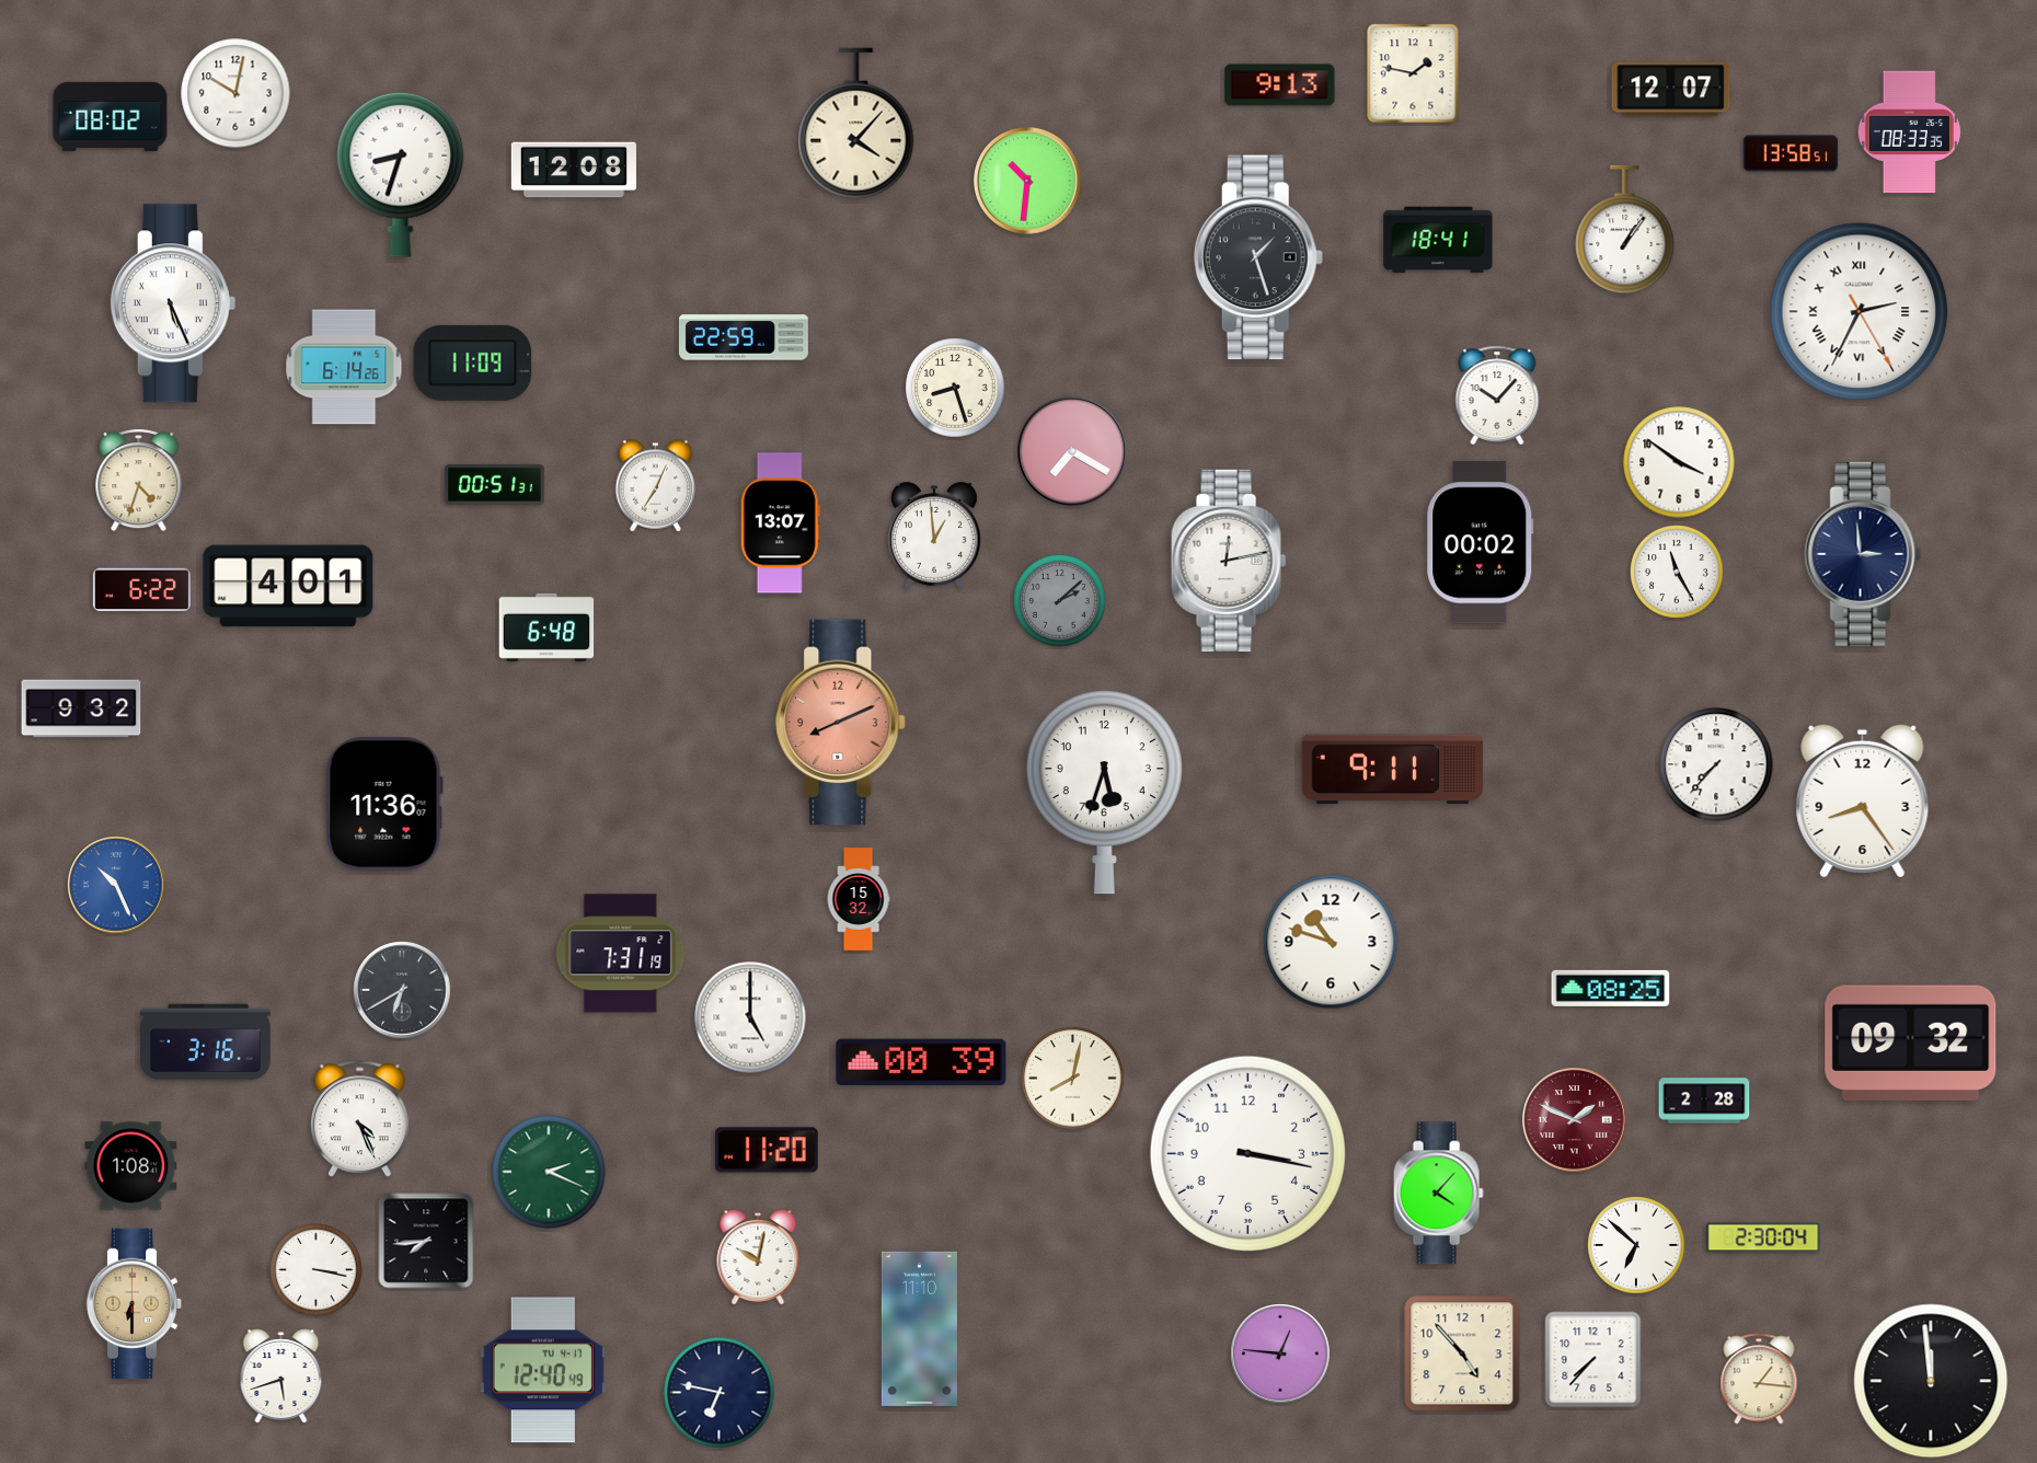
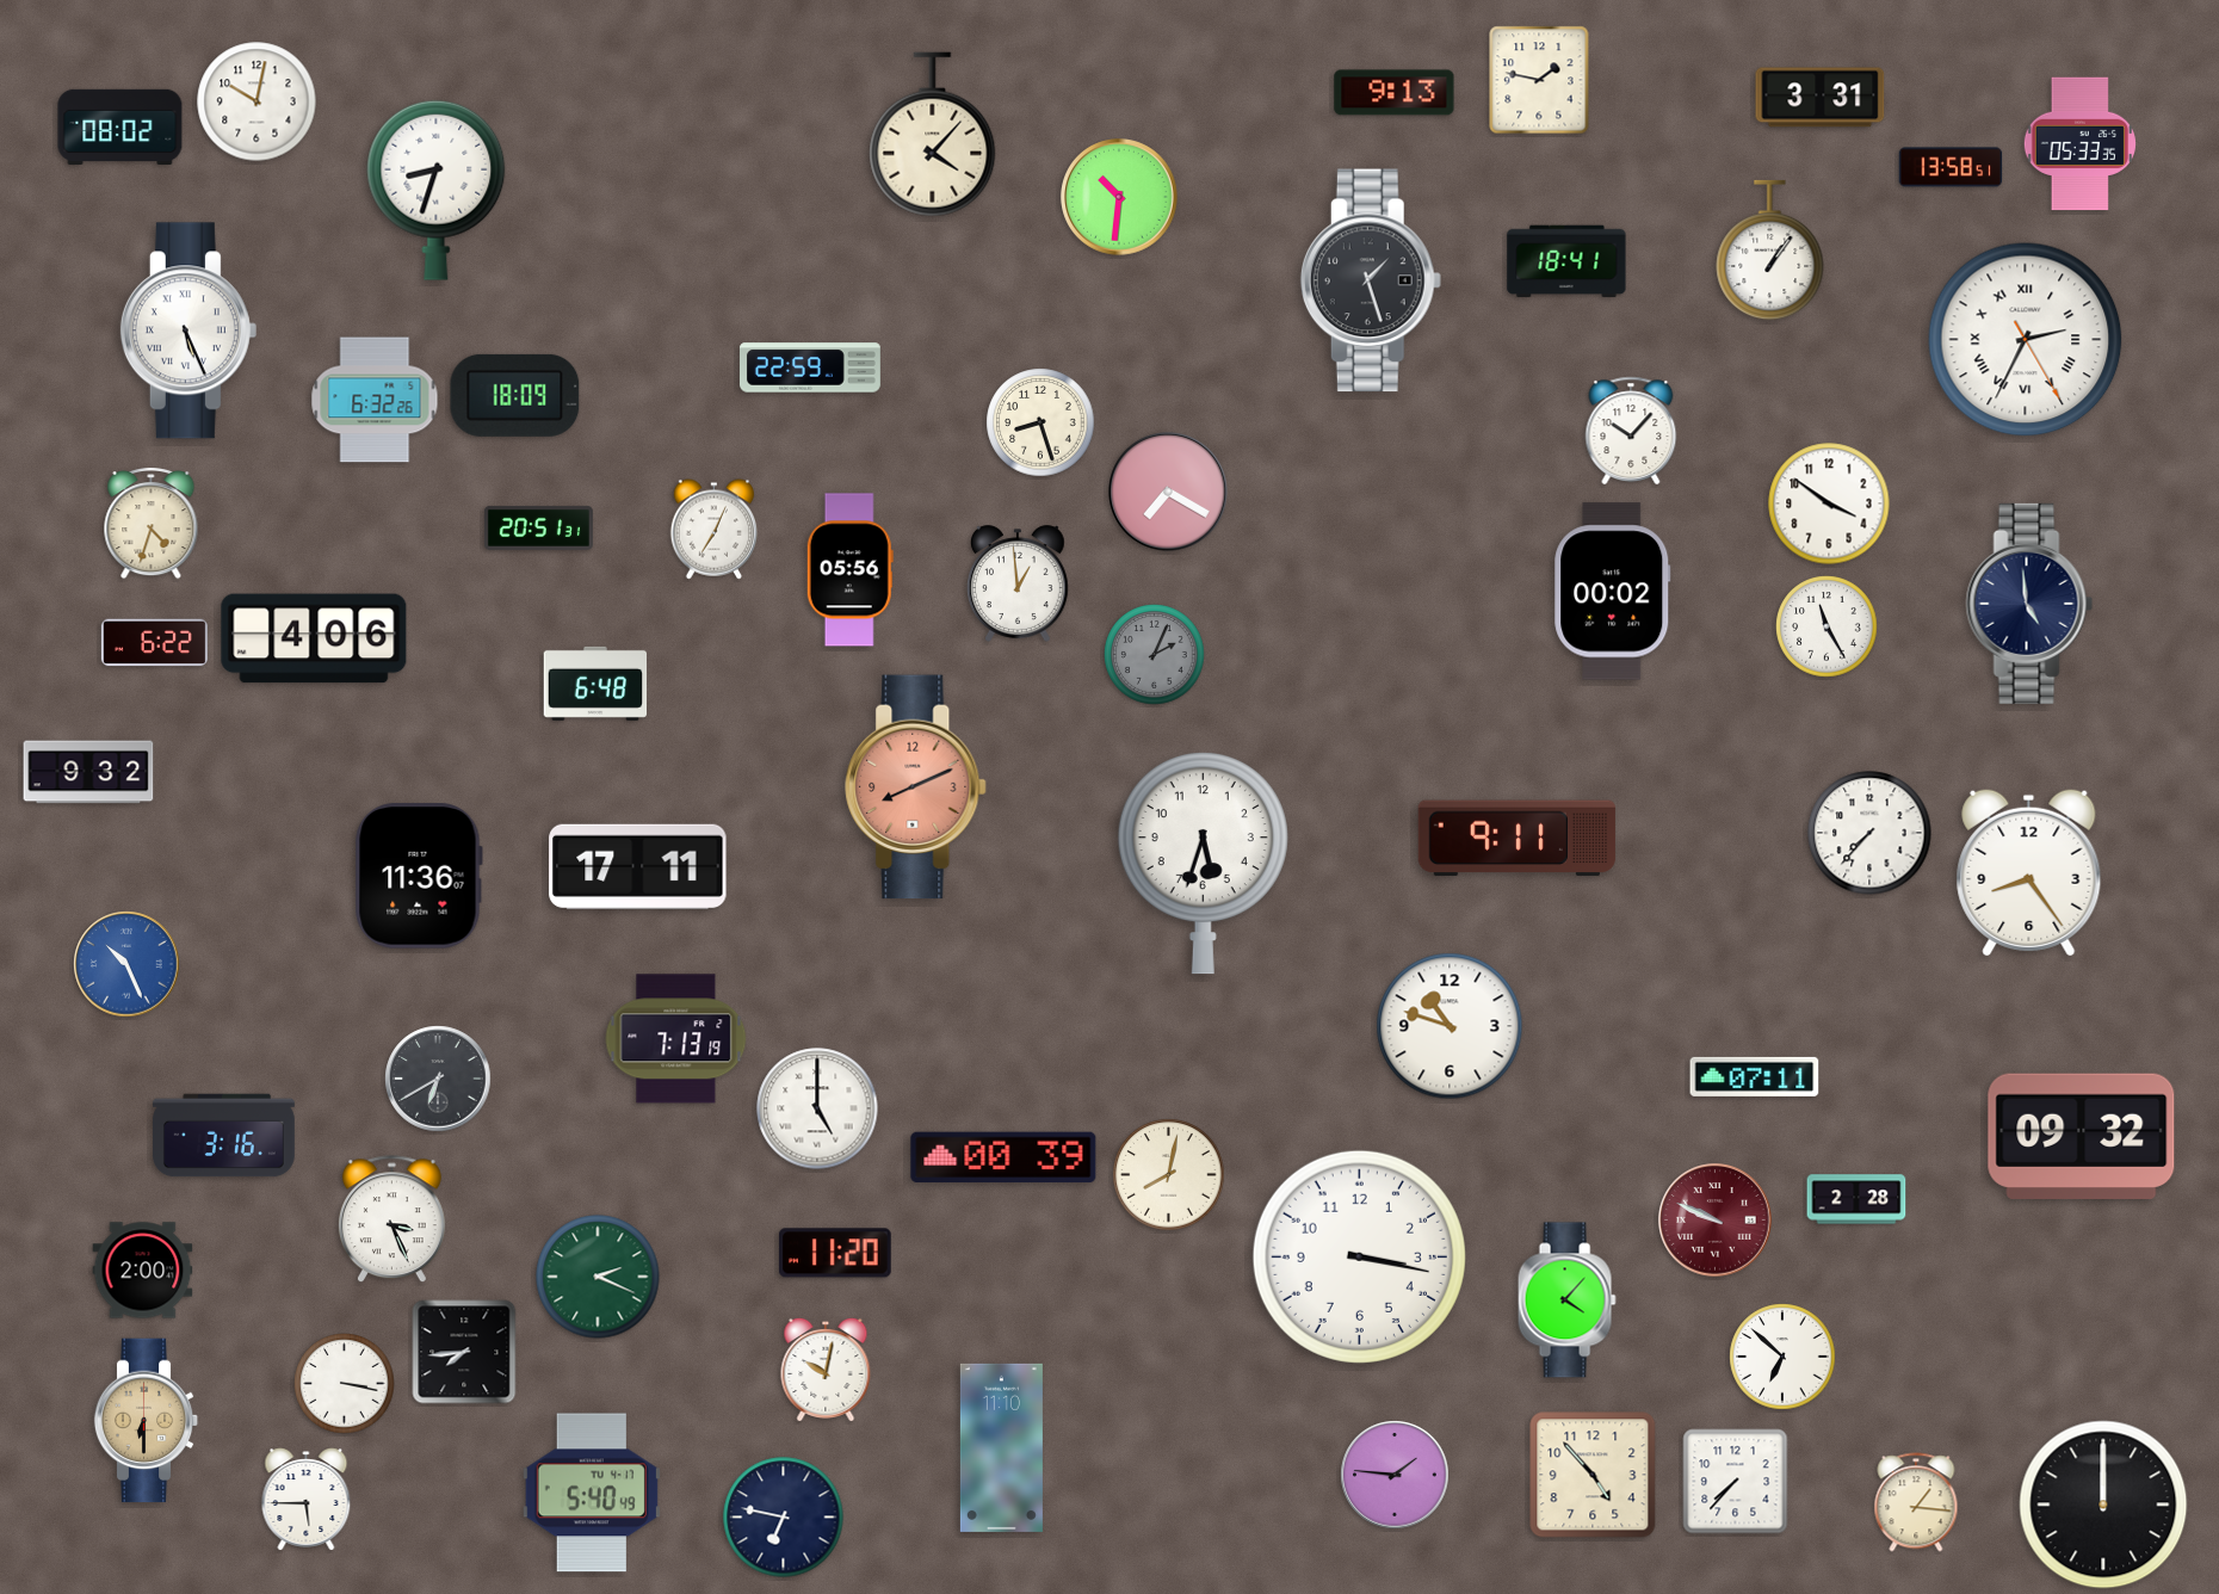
clock at (1671, 90): 12:07 -> 3:31
clock at (1909, 133): 08:33 -> 05:33
clock at (574, 170): 12:08 -> none
clock at (473, 362): 11:09 -> 18:09
clock at (344, 367): 6:14 -> 6:32
clock at (494, 484): 00:51 -> 20:51
clock at (780, 523): 13:07 -> 05:56
clock at (1863, 554): 2:59 -> 4:59
clock at (1229, 561): 12:13 -> none
clock at (1677, 572) position: (1677, 572) -> (1826, 626)
clock at (288, 586): 4:01 -> 4:06
clock at (1060, 601): 2:08 -> 2:04
clock at (638, 866): none -> 17:11
clock at (859, 899): 15:32 -> none
clock at (621, 954): 7:31 -> 7:13
clock at (1611, 988): 08:25 -> 07:11
clock at (359, 1119): 4:26 -> 3:26
clock at (1575, 1120): 1:49 -> 9:49
clock at (131, 1166): 1:08 -> 2:00
clock at (1763, 1237): 2:30 -> none
clock at (1280, 1353): 12:46 -> 1:46
clock at (543, 1370): 12:40 -> 5:40
clock at (281, 1376): 5:42 -> 5:45
clock at (1931, 1381): 11:59 -> 12:00
